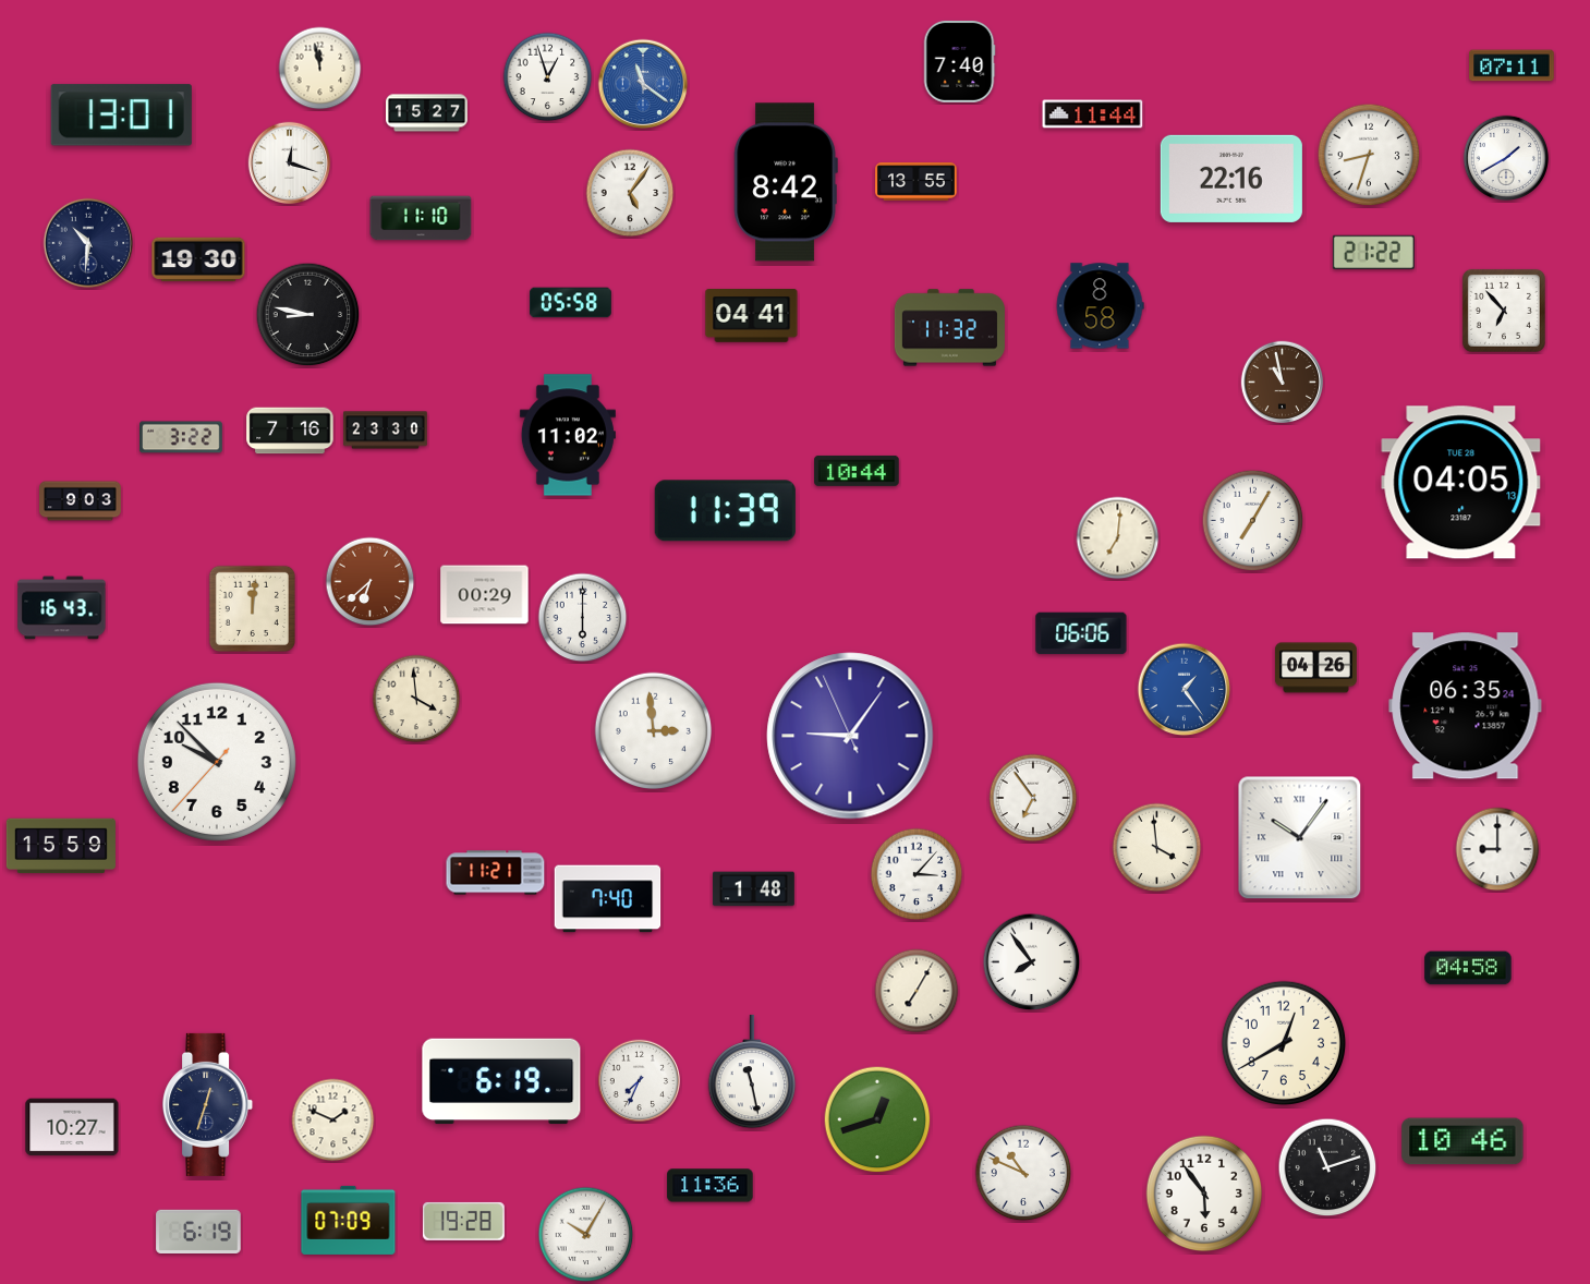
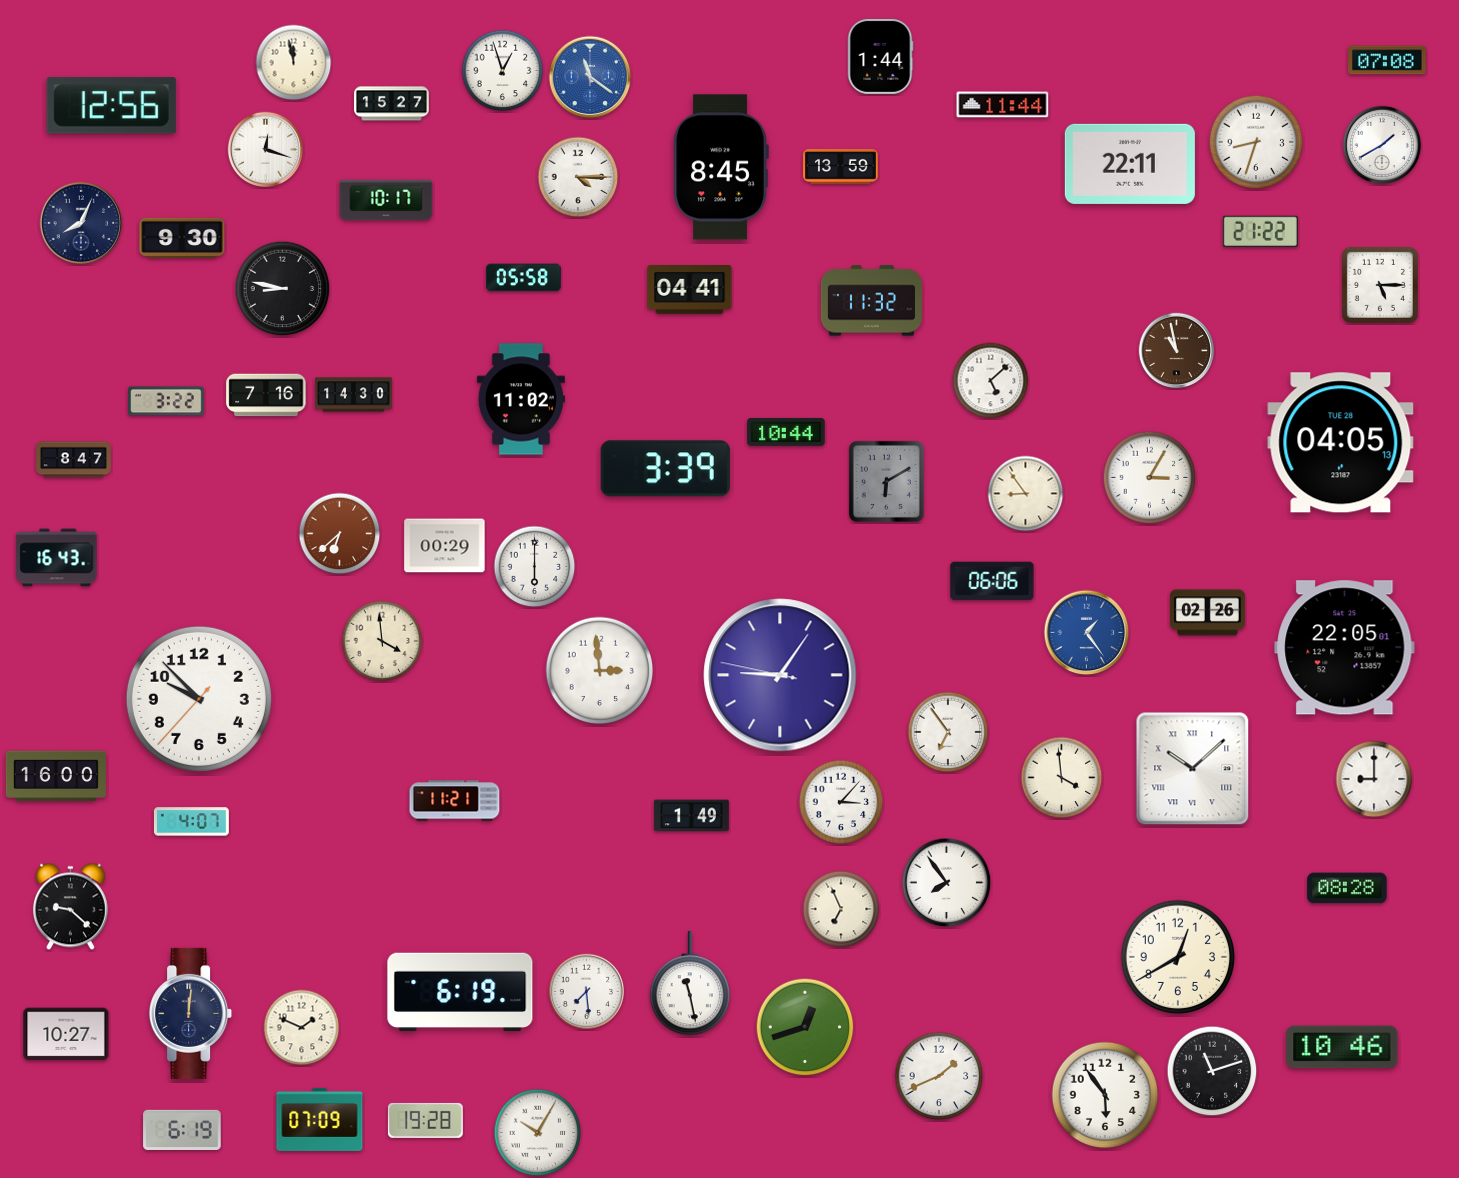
clock at (959, 61): 7:40 -> 1:44
clock at (1512, 65): 07:11 -> 07:08
clock at (121, 116): 13:01 -> 12:56
clock at (1231, 179): 22:16 -> 22:11
clock at (786, 182): 8:42 -> 8:45
clock at (917, 182): 13:55 -> 13:59
clock at (630, 193): 5:06 -> 4:15
clock at (421, 218): 11:10 -> 10:17
clock at (88, 243): 10:31 -> 8:04
clock at (198, 259): 19:30 -> 9:30
clock at (1100, 306): 8:58 -> none
clock at (1504, 311): 6:53 -> 5:15
clock at (991, 381): none -> 5:08
clock at (386, 431): 23:30 -> 14:30
clock at (81, 501): 9:03 -> 8:47
clock at (725, 511): 11:39 -> 3:39
clock at (1253, 521): 7:05 -> 3:05
clock at (886, 481): none -> 6:10
clock at (1118, 538): 7:01 -> 8:54
clock at (252, 608): 12:01 -> none
clock at (1315, 668): 04:26 -> 02:26
clock at (1466, 706): 06:35 -> 22:05
clock at (850, 736): 9:05:56 -> 9:05:47
clock at (1300, 838): 10:06 -> 10:08
clock at (61, 846): 15:59 -> 16:00
clock at (754, 889): 1:48 -> 1:49
clock at (191, 822): none -> 4:07
clock at (608, 899): 7:40 -> none
clock at (1468, 968): 04:58 -> 08:28
clock at (70, 907): none -> 9:22
clock at (917, 991): 7:05 -> 6:56
clock at (640, 1081): 7:34 -> 7:29
clock at (208, 1104): 12:33 -> 12:01
clock at (333, 1121) position: (333, 1121) -> (302, 1028)
clock at (1327, 1167) position: (1327, 1167) -> (1212, 1071)
clock at (1023, 1173): 10:49 -> 1:41
clock at (711, 1186): 11:36 -> none
